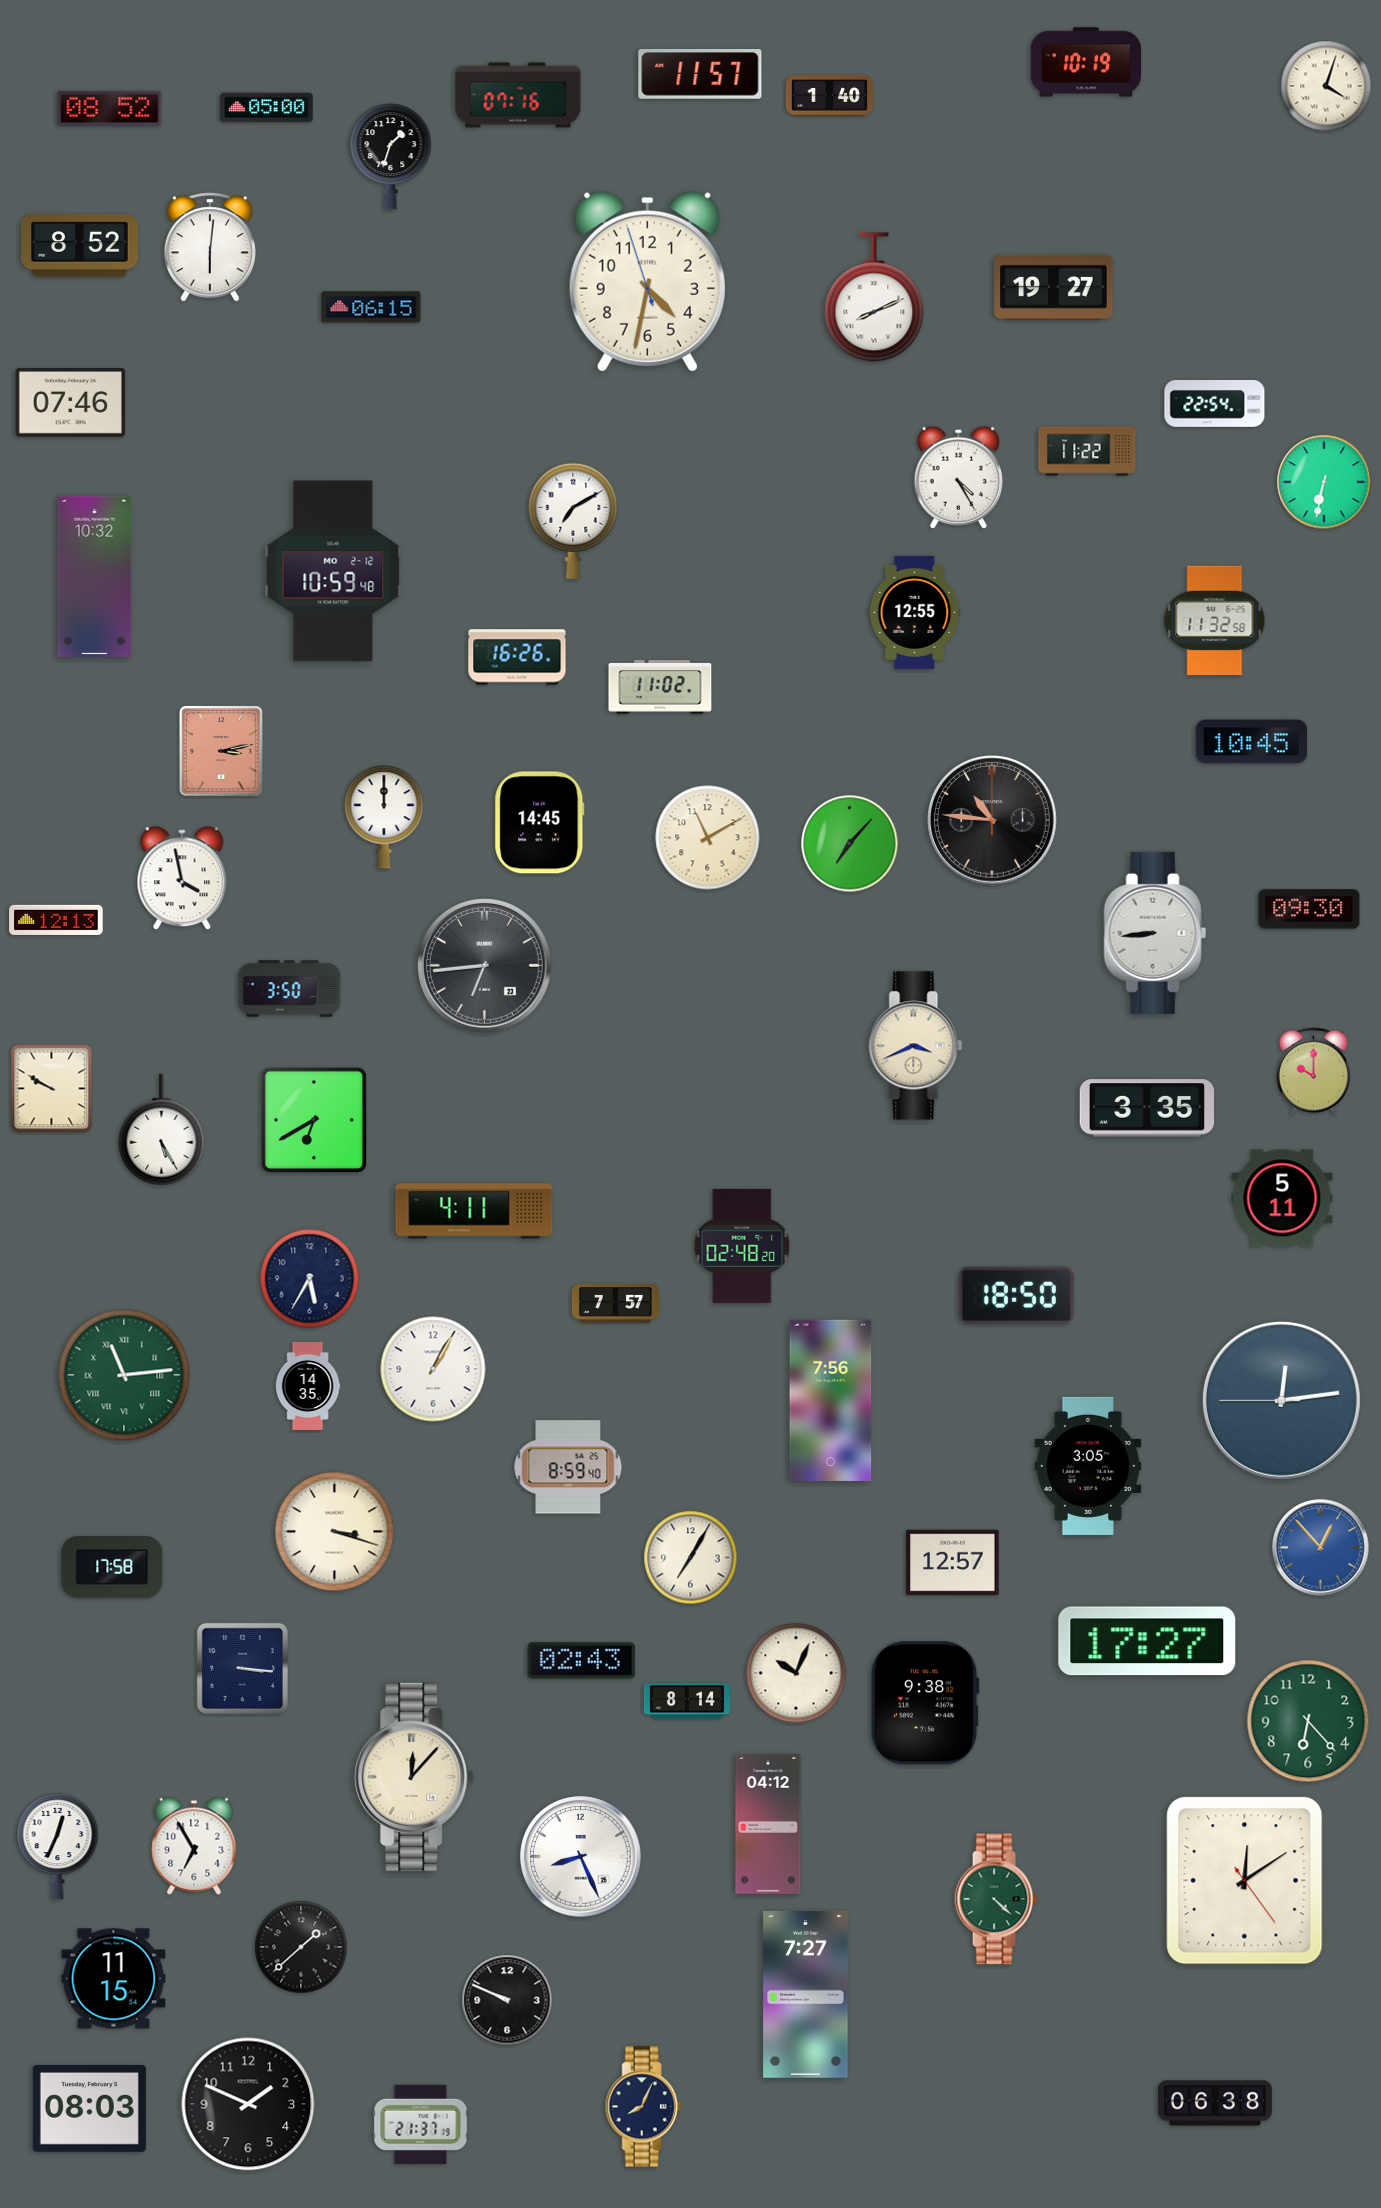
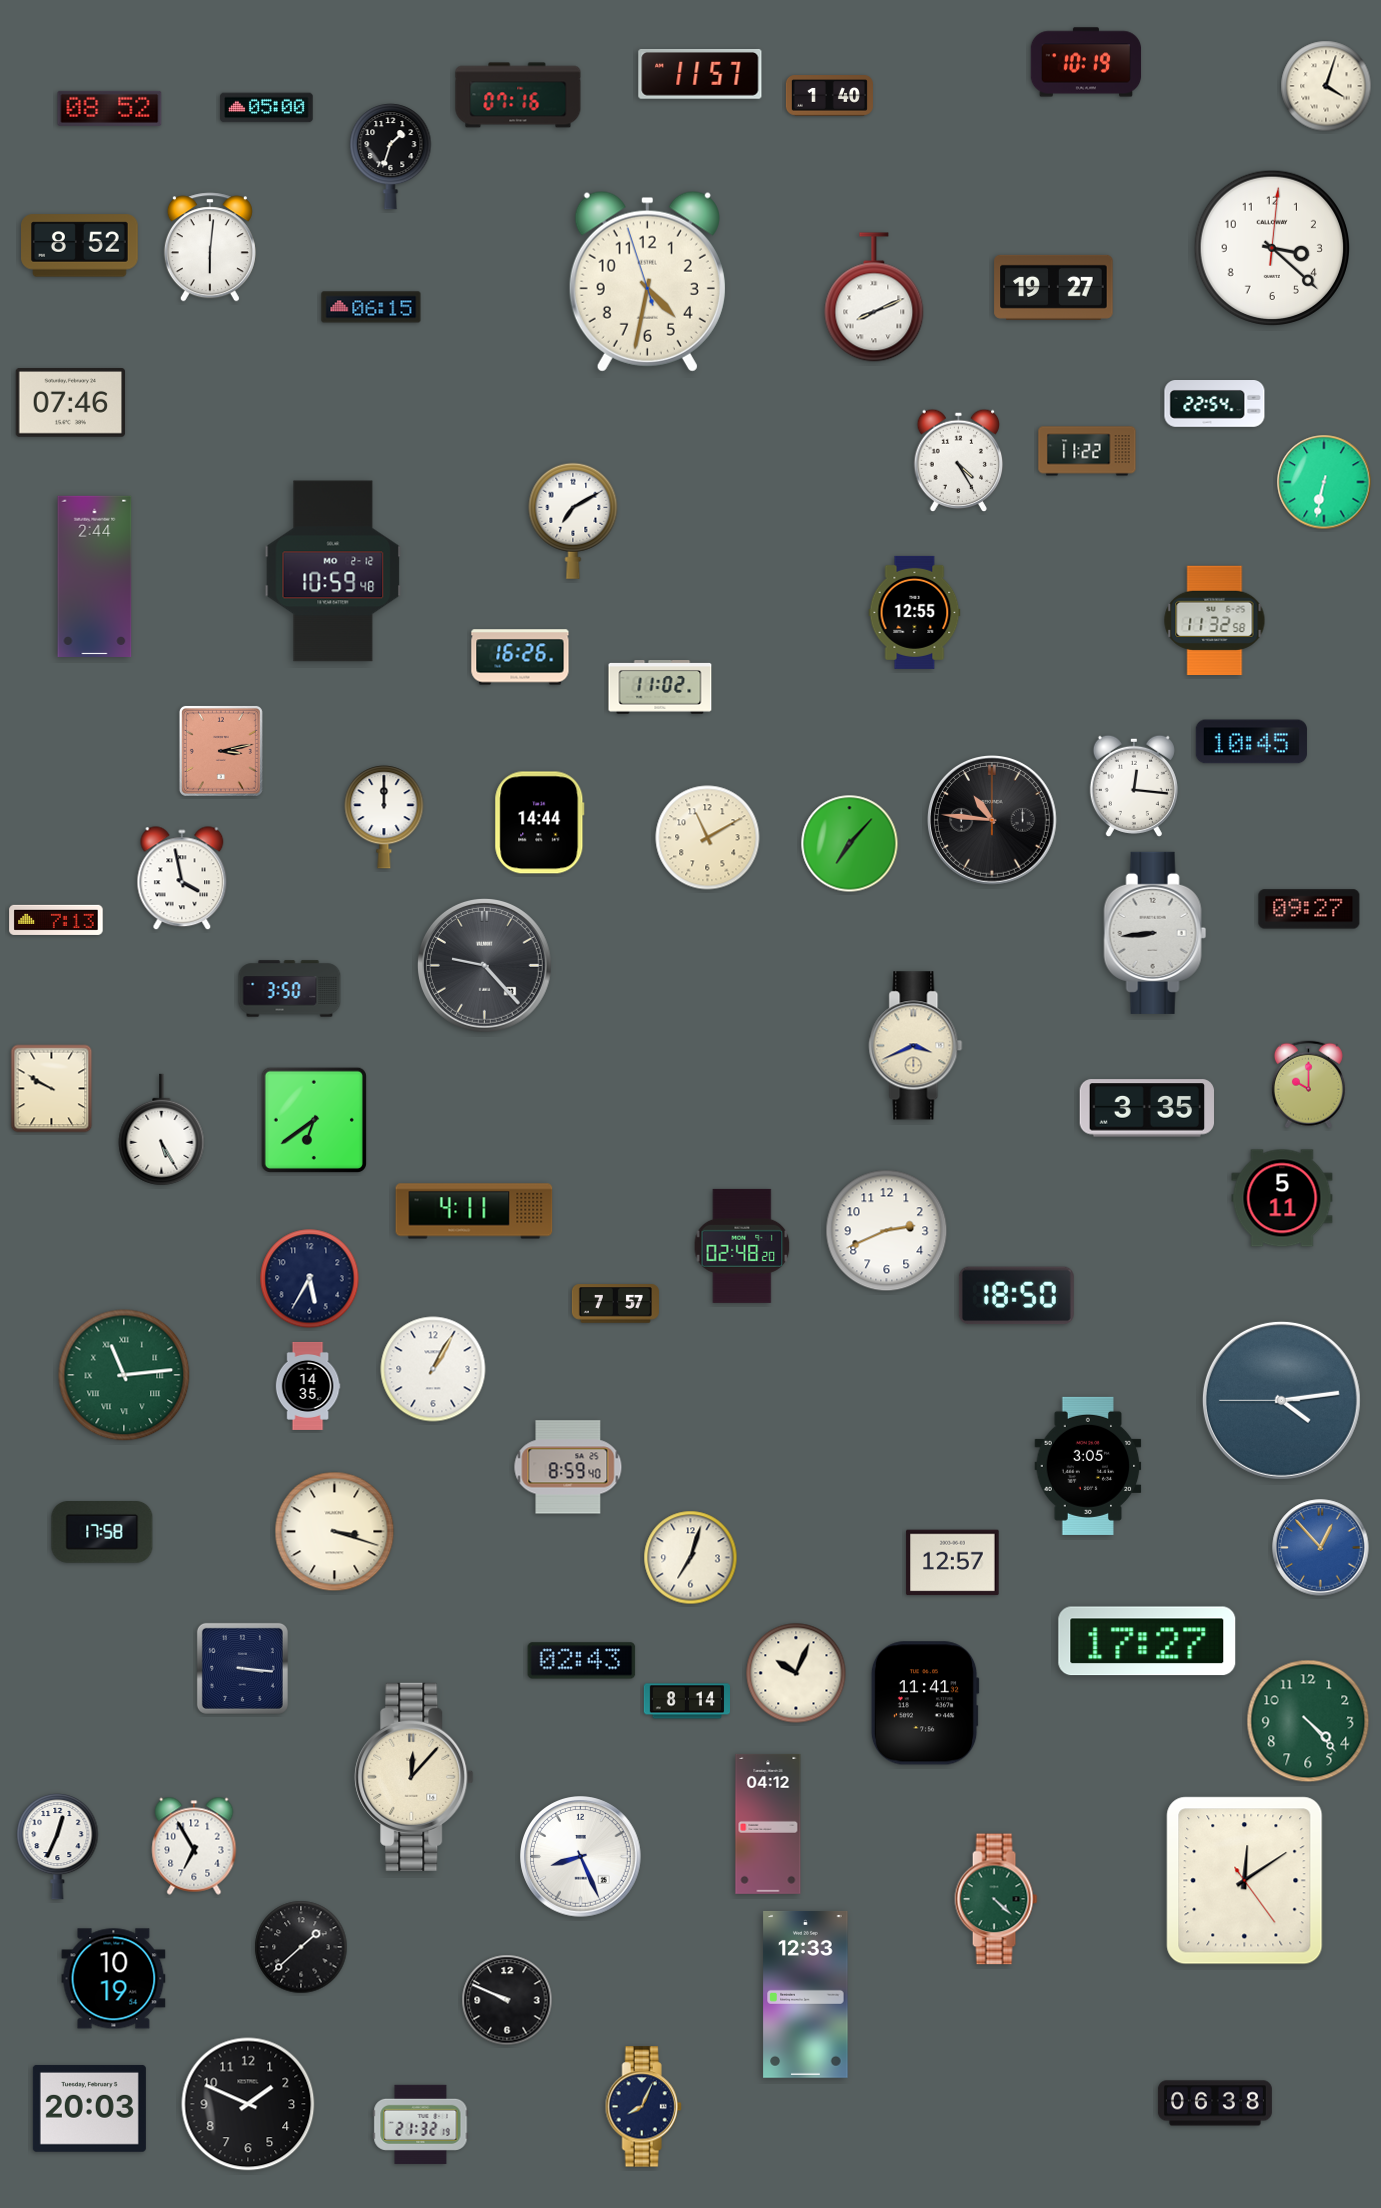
clock at (1271, 247): none -> 3:22
clock at (959, 478) position: (959, 478) -> (959, 461)
clock at (95, 576): 10:32 -> 2:44
clock at (517, 657) position: (517, 657) -> (520, 657)
clock at (1134, 786): none -> 12:16
clock at (540, 823): 14:45 -> 14:44
clock at (1309, 909): 09:30 -> 09:27
clock at (56, 920): 12:13 -> 7:13
clock at (485, 966): 6:44 -> 9:23
clock at (1313, 1072) position: (1313, 1072) -> (1308, 1085)
clock at (314, 1120): 6:40 -> 6:39
clock at (887, 1231): none -> 2:41
clock at (831, 1400): 7:56 -> none
clock at (1281, 1400): 12:13 -> 4:13
clock at (691, 1558): 7:05 -> 7:03
clock at (112, 1568) position: (112, 1568) -> (102, 1533)
clock at (925, 1703): 9:38 -> 11:41
clock at (1308, 1721): 6:23 -> 4:23
clock at (114, 1979): 11:15 -> 10:19
clock at (806, 1994): 7:27 -> 12:33
clock at (89, 2108): 08:03 -> 20:03
clock at (421, 2124): 21:37 -> 21:32
